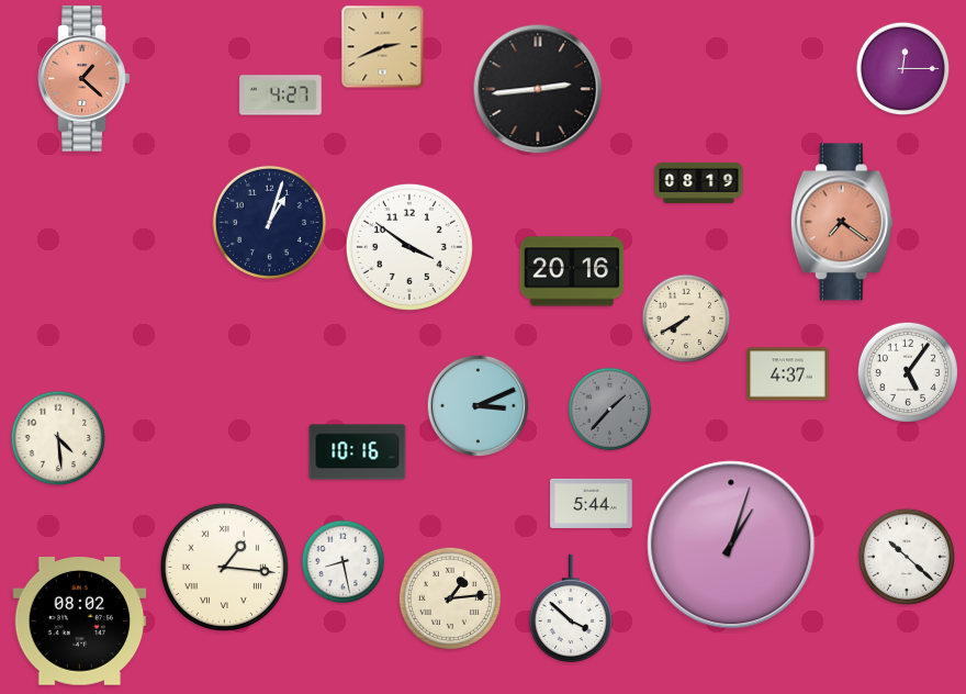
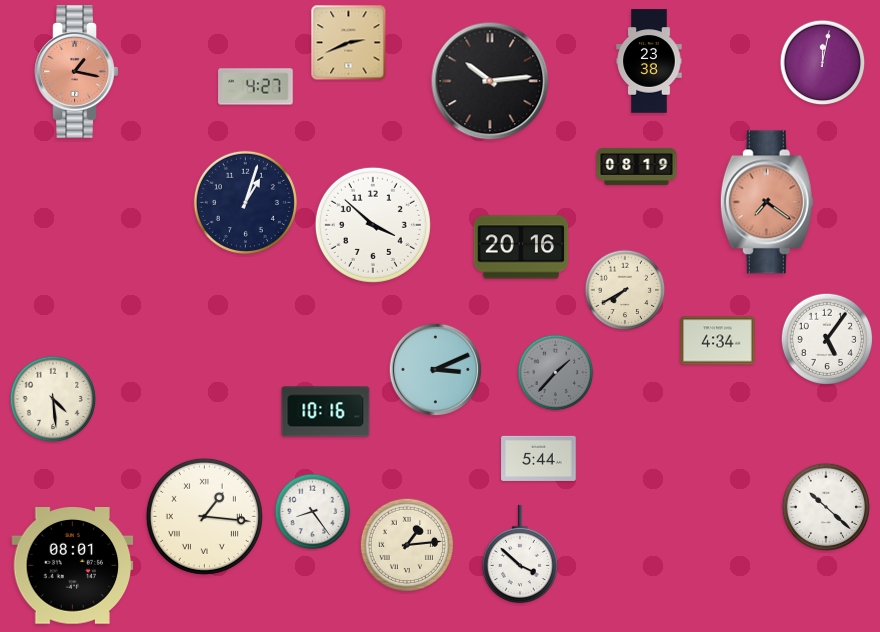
clock at (649, 61): none -> 23:38
clock at (903, 69): 12:15 -> 12:02
clock at (85, 79): 1:22 -> 1:17
clock at (538, 89): 2:44 -> 10:14
clock at (409, 247): 3:51 -> 3:52
clock at (788, 374): 4:37 -> 4:34
clock at (731, 545): 1:03 -> none
clock at (344, 562): 8:28 -> 8:24
clock at (449, 597) position: (449, 597) -> (406, 544)
clock at (80, 622): 08:02 -> 08:01
